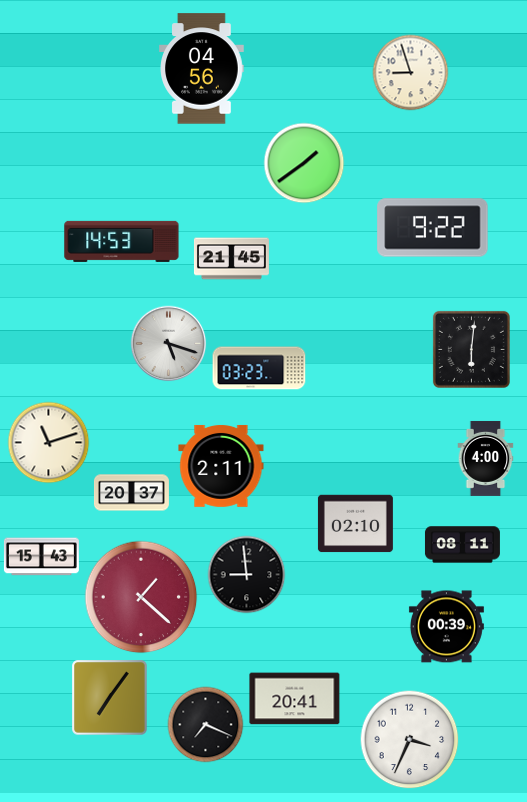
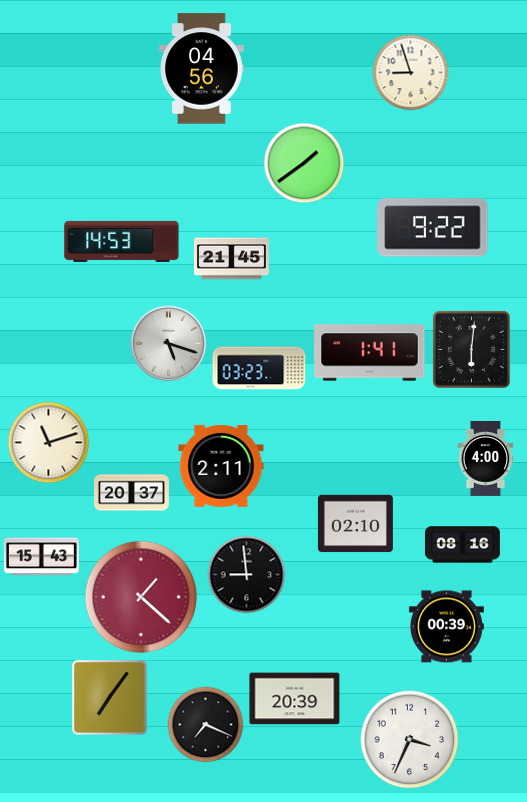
clock at (370, 353): none -> 1:41
clock at (462, 545): 08:11 -> 08:16
clock at (295, 699): 20:41 -> 20:39
